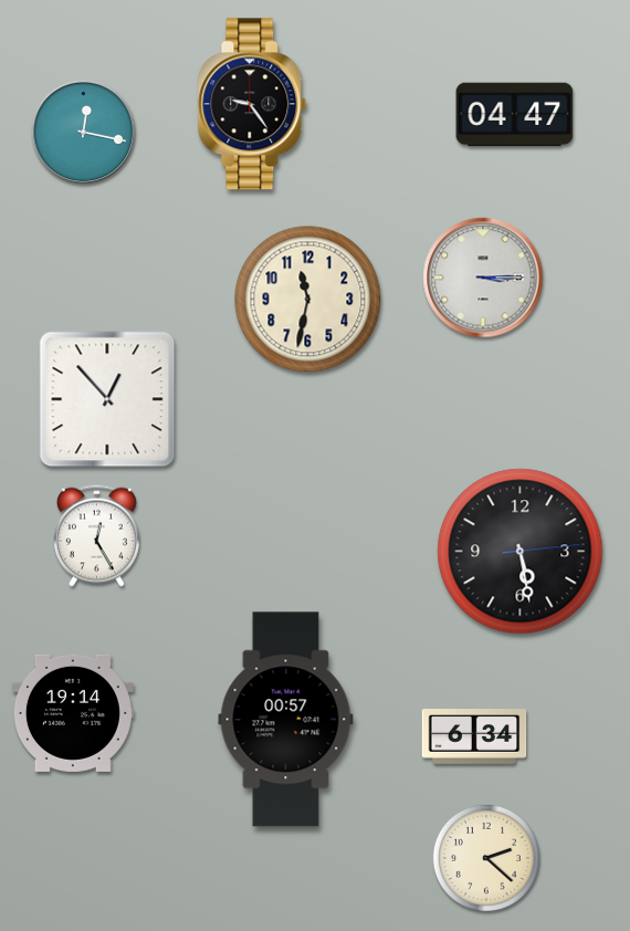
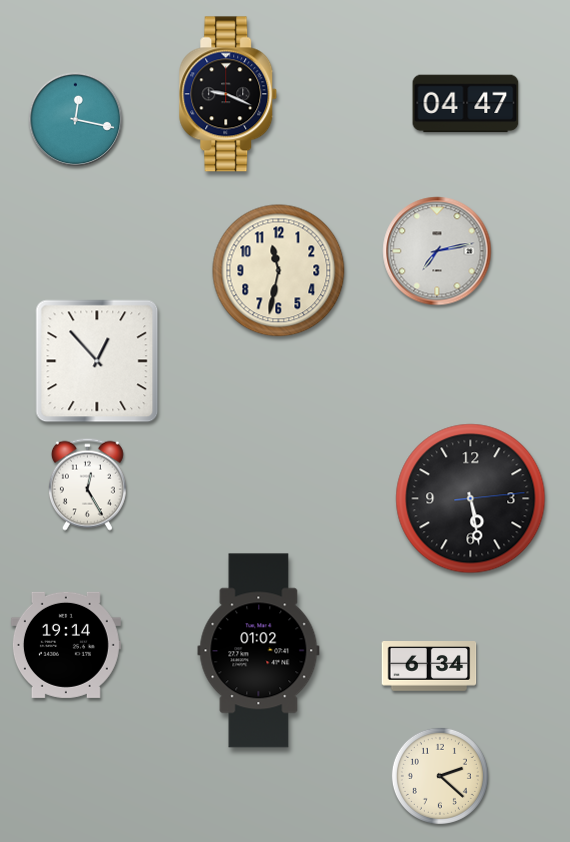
clock at (252, 104): 9:24 -> 9:19
clock at (483, 278): 3:15 -> 7:13
clock at (286, 720): 00:57 -> 01:02
